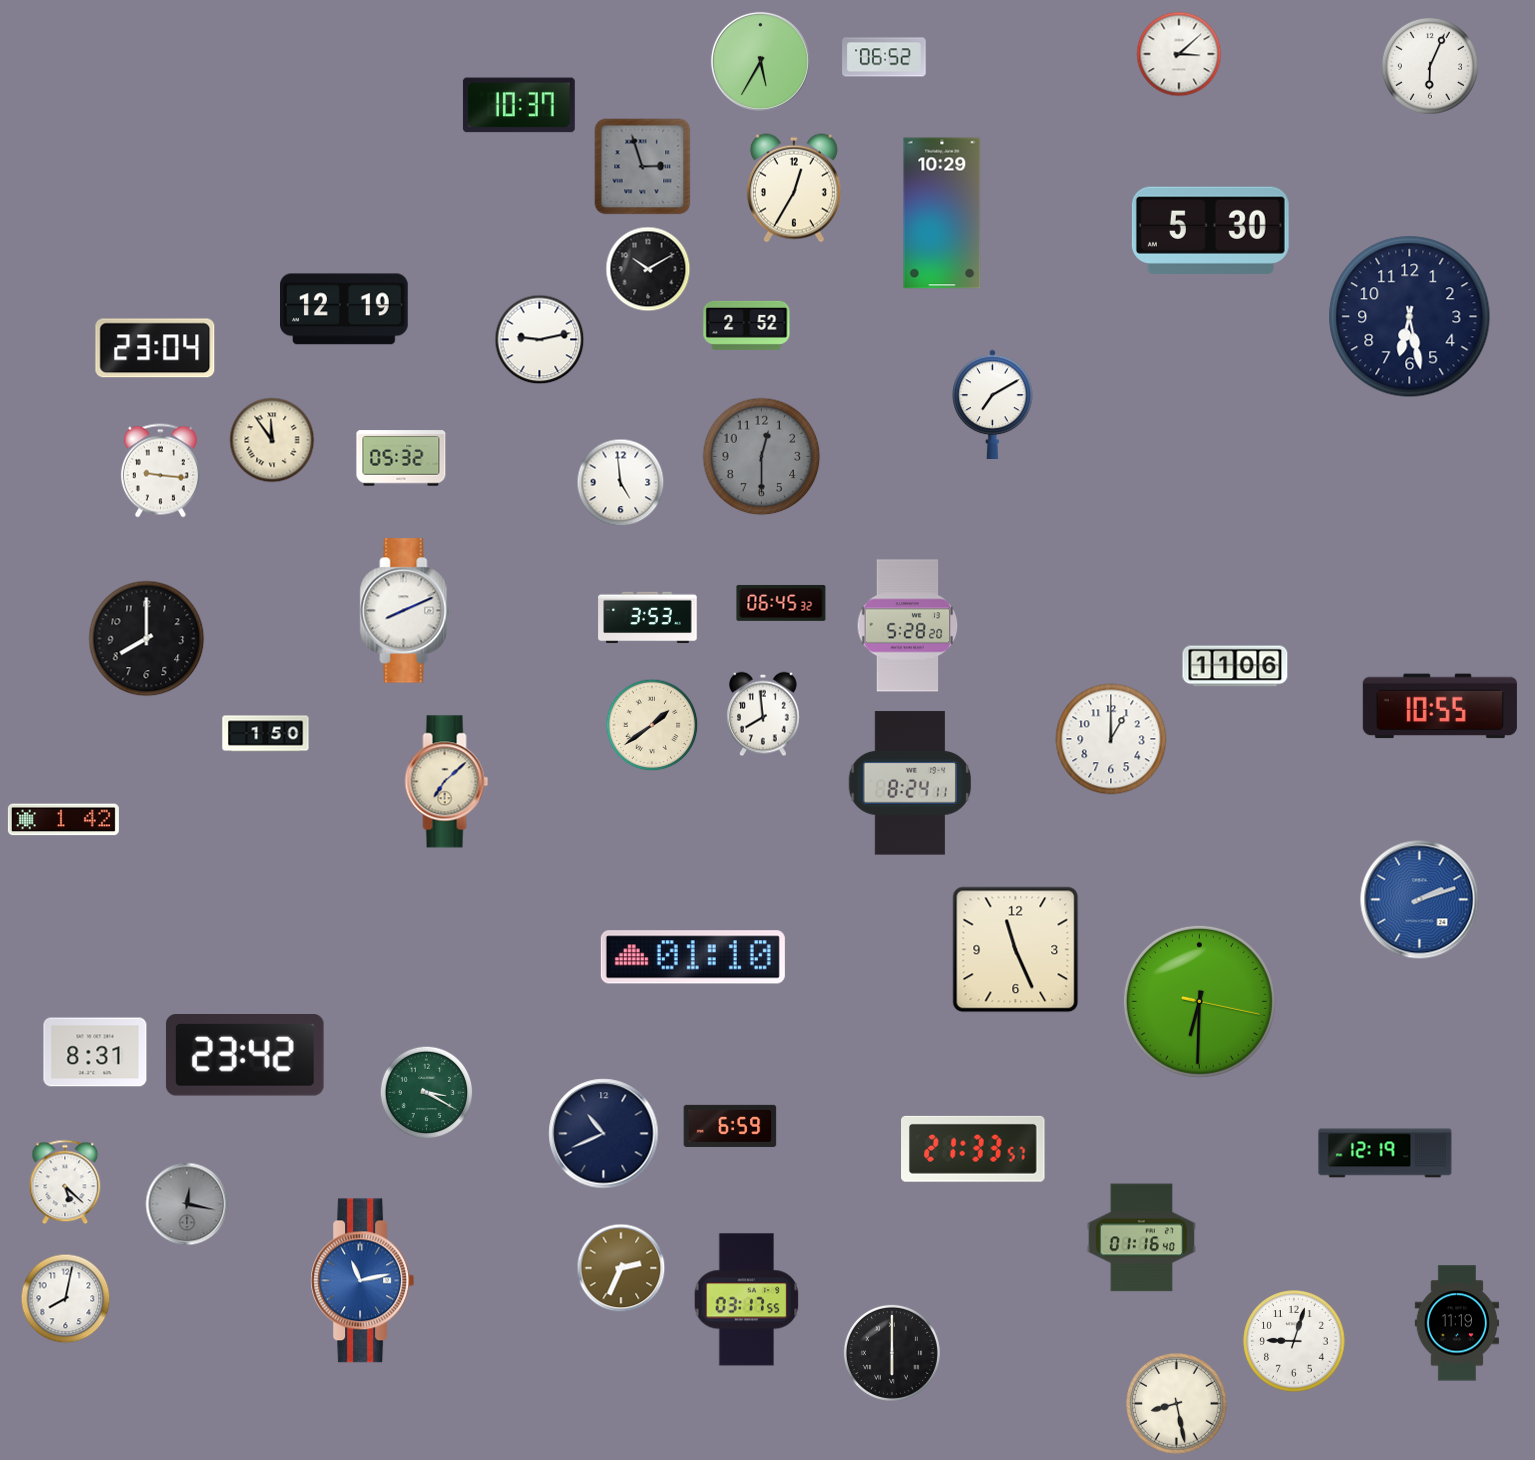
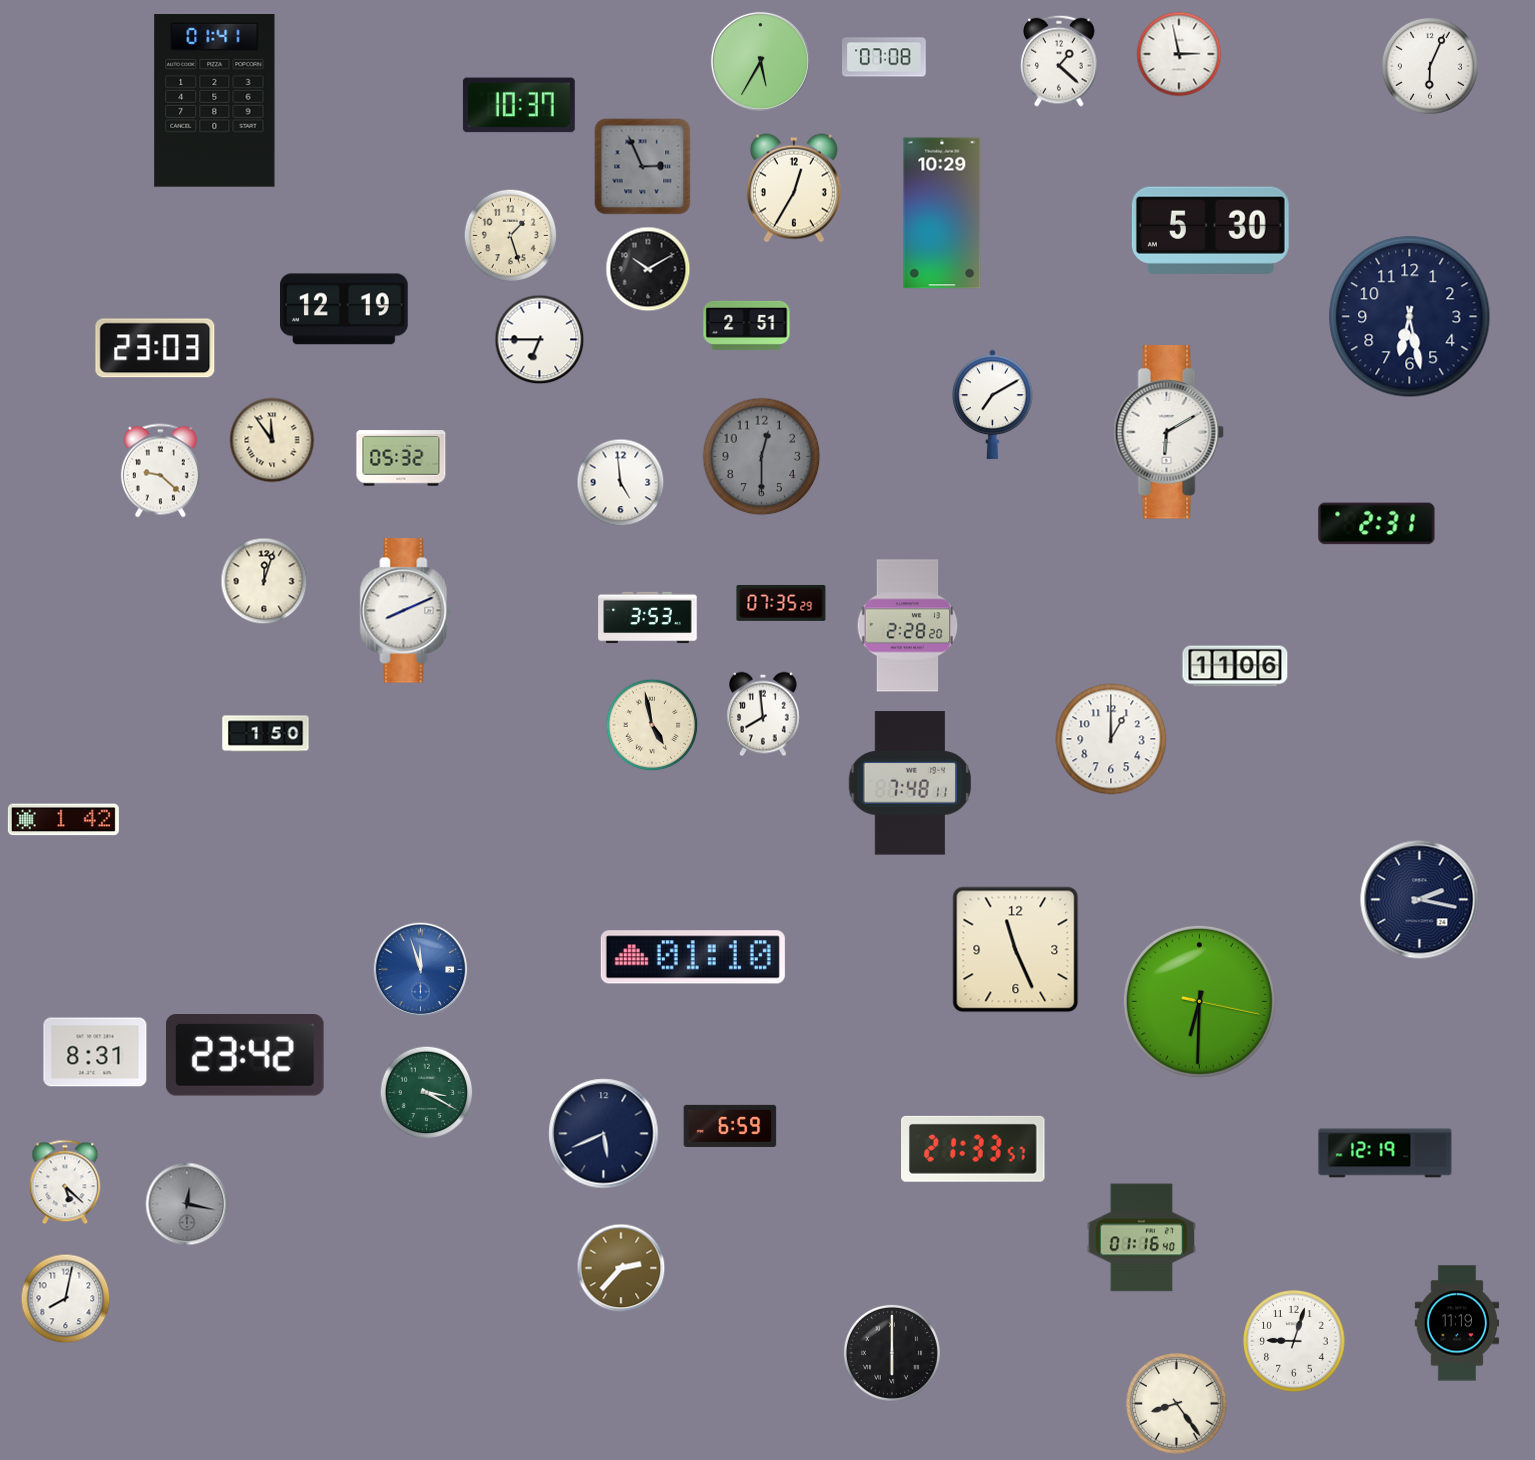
clock at (1179, 54): 3:08 -> 2:58
clock at (884, 57): 06:52 -> 07:08
clock at (1059, 61): none -> 1:22
clock at (215, 101): none -> 01:41
clock at (643, 167): 2:57 -> 2:56
clock at (511, 236): none -> 1:27
clock at (747, 325): 2:52 -> 2:51
clock at (540, 340): 9:13 -> 6:45
clock at (155, 348): 23:04 -> 23:03
clock at (1169, 432): none -> 6:10
clock at (160, 471): 9:16 -> 9:22
clock at (1377, 524): none -> 2:31
clock at (264, 581): none -> 12:03
clock at (781, 603): 06:45 -> 07:35
clock at (908, 626): 5:28 -> 2:28
clock at (147, 639): 8:00 -> none
clock at (1440, 706): 10:55 -> none
clock at (652, 725): 1:39 -> 4:58
clock at (447, 782): 7:08 -> none
clock at (910, 783): 8:24 -> 7:48
clock at (1420, 900): 2:12 -> 2:17
clock at (1420, 900) dial: blue -> navy
clock at (421, 970): none -> 11:57
clock at (604, 1134): 10:41 -> 5:41
clock at (621, 1268): 2:34 -> 2:37
clock at (363, 1281): 11:13 -> none
clock at (747, 1300): 03:17 -> none
clock at (1177, 1404): 8:28 -> 8:24
